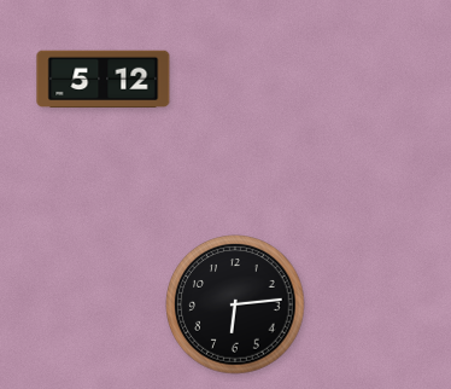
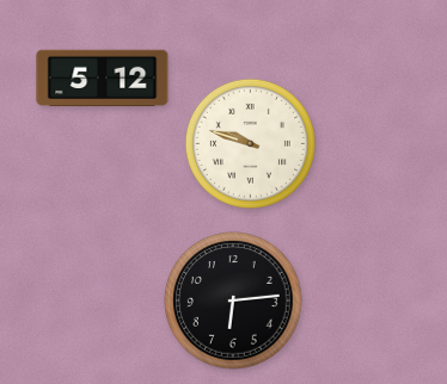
clock at (250, 143): none -> 9:48
